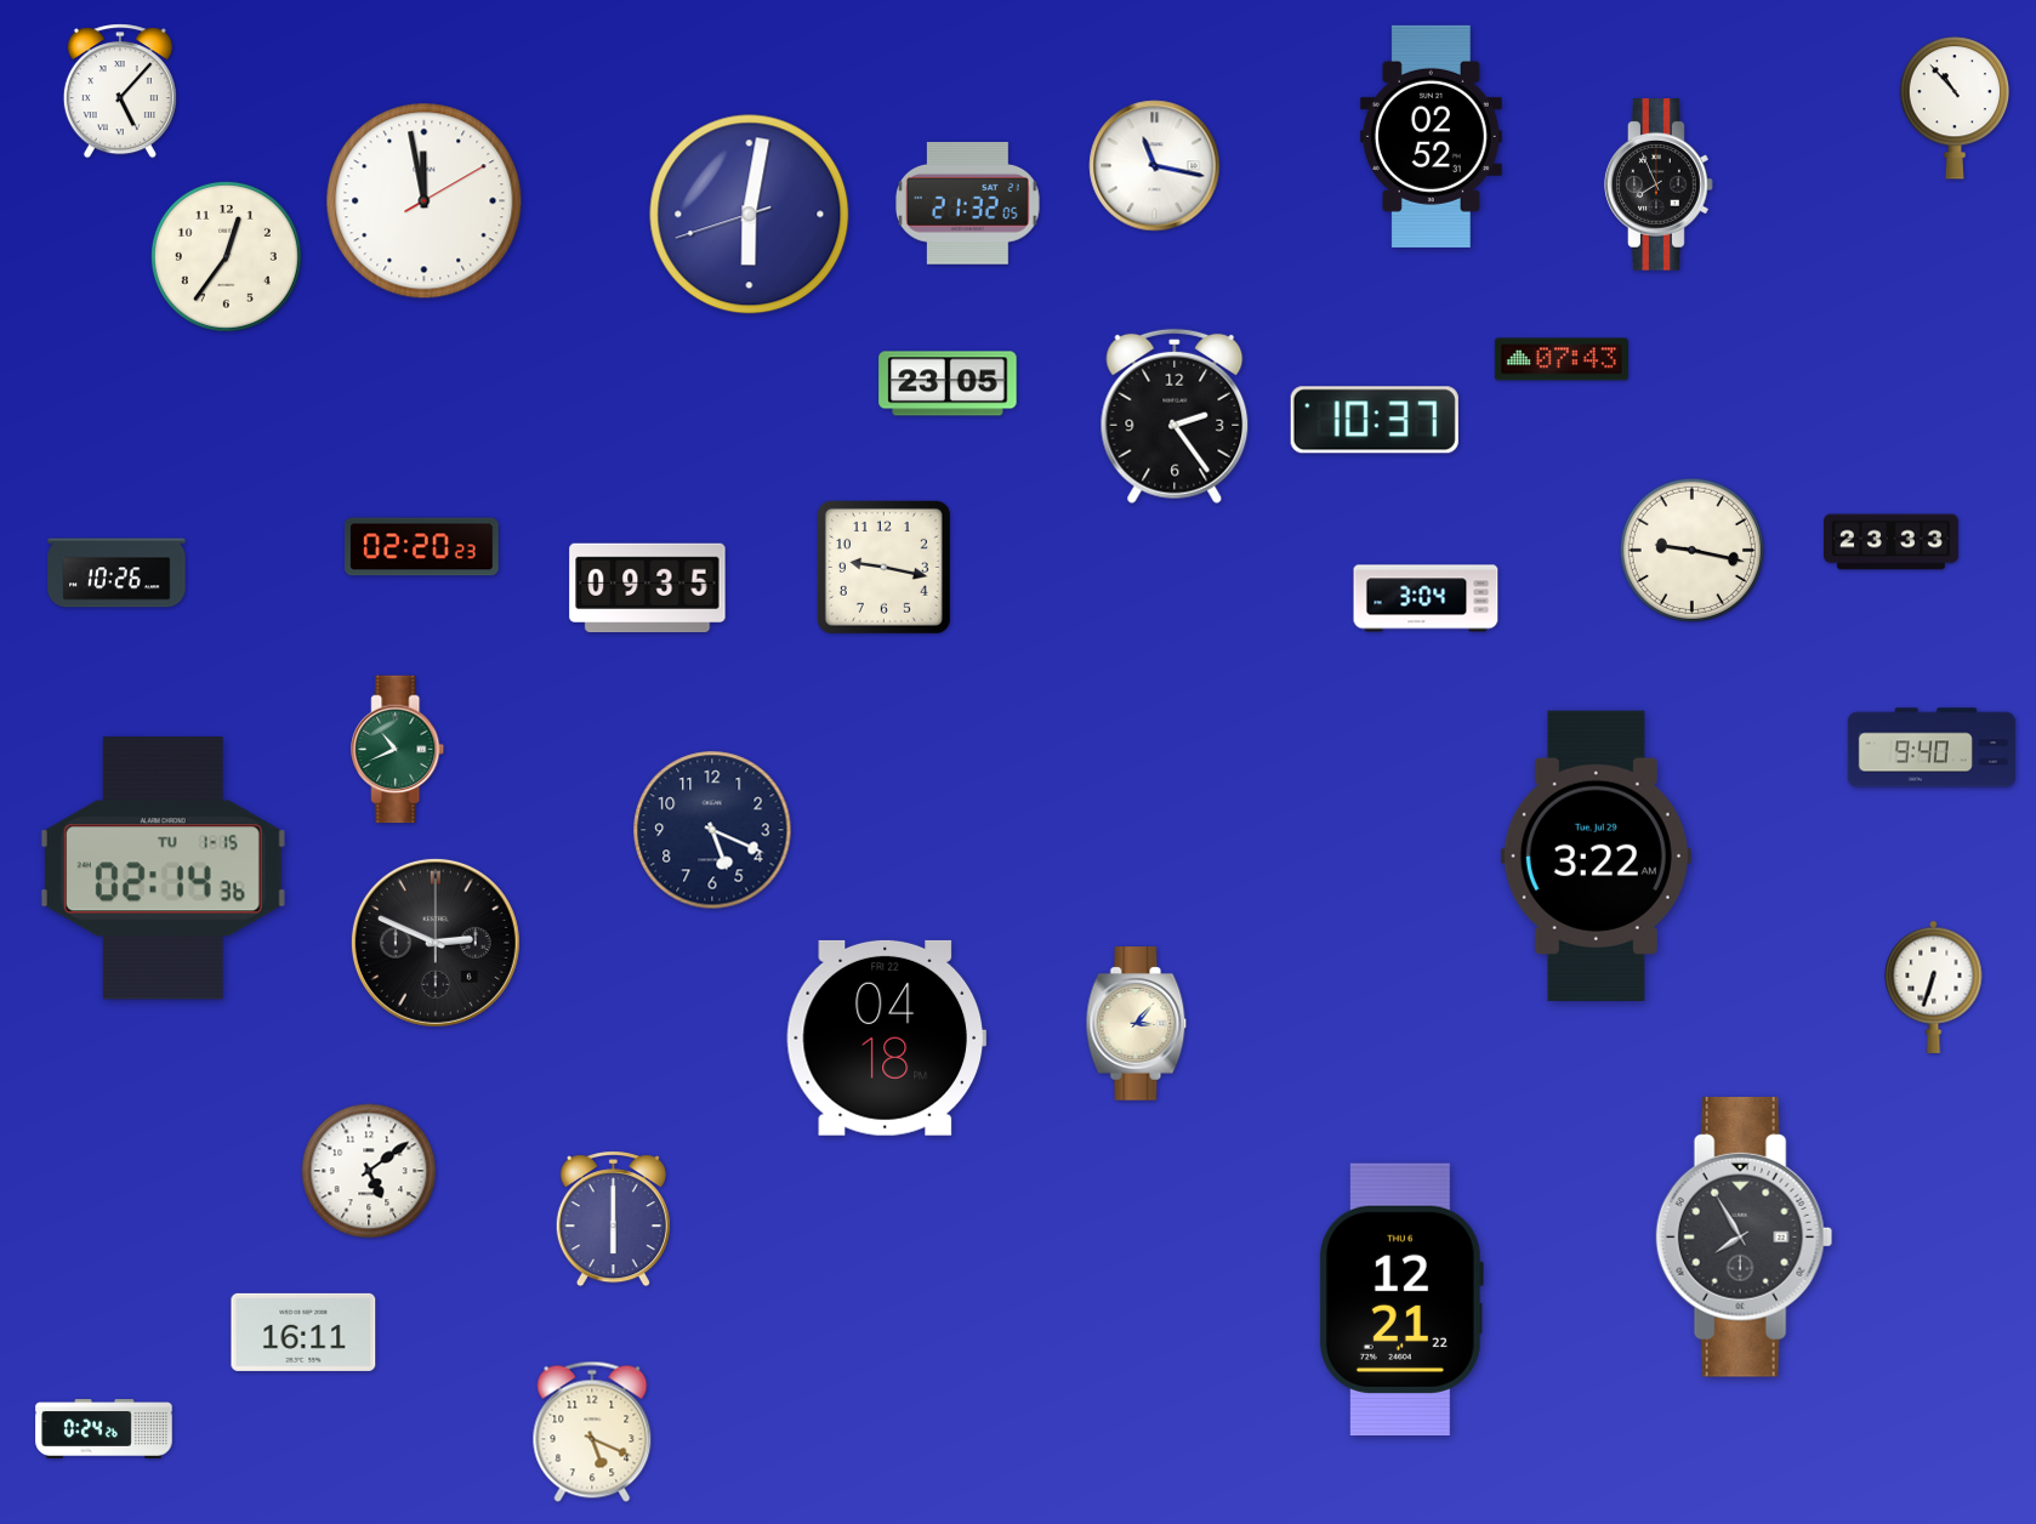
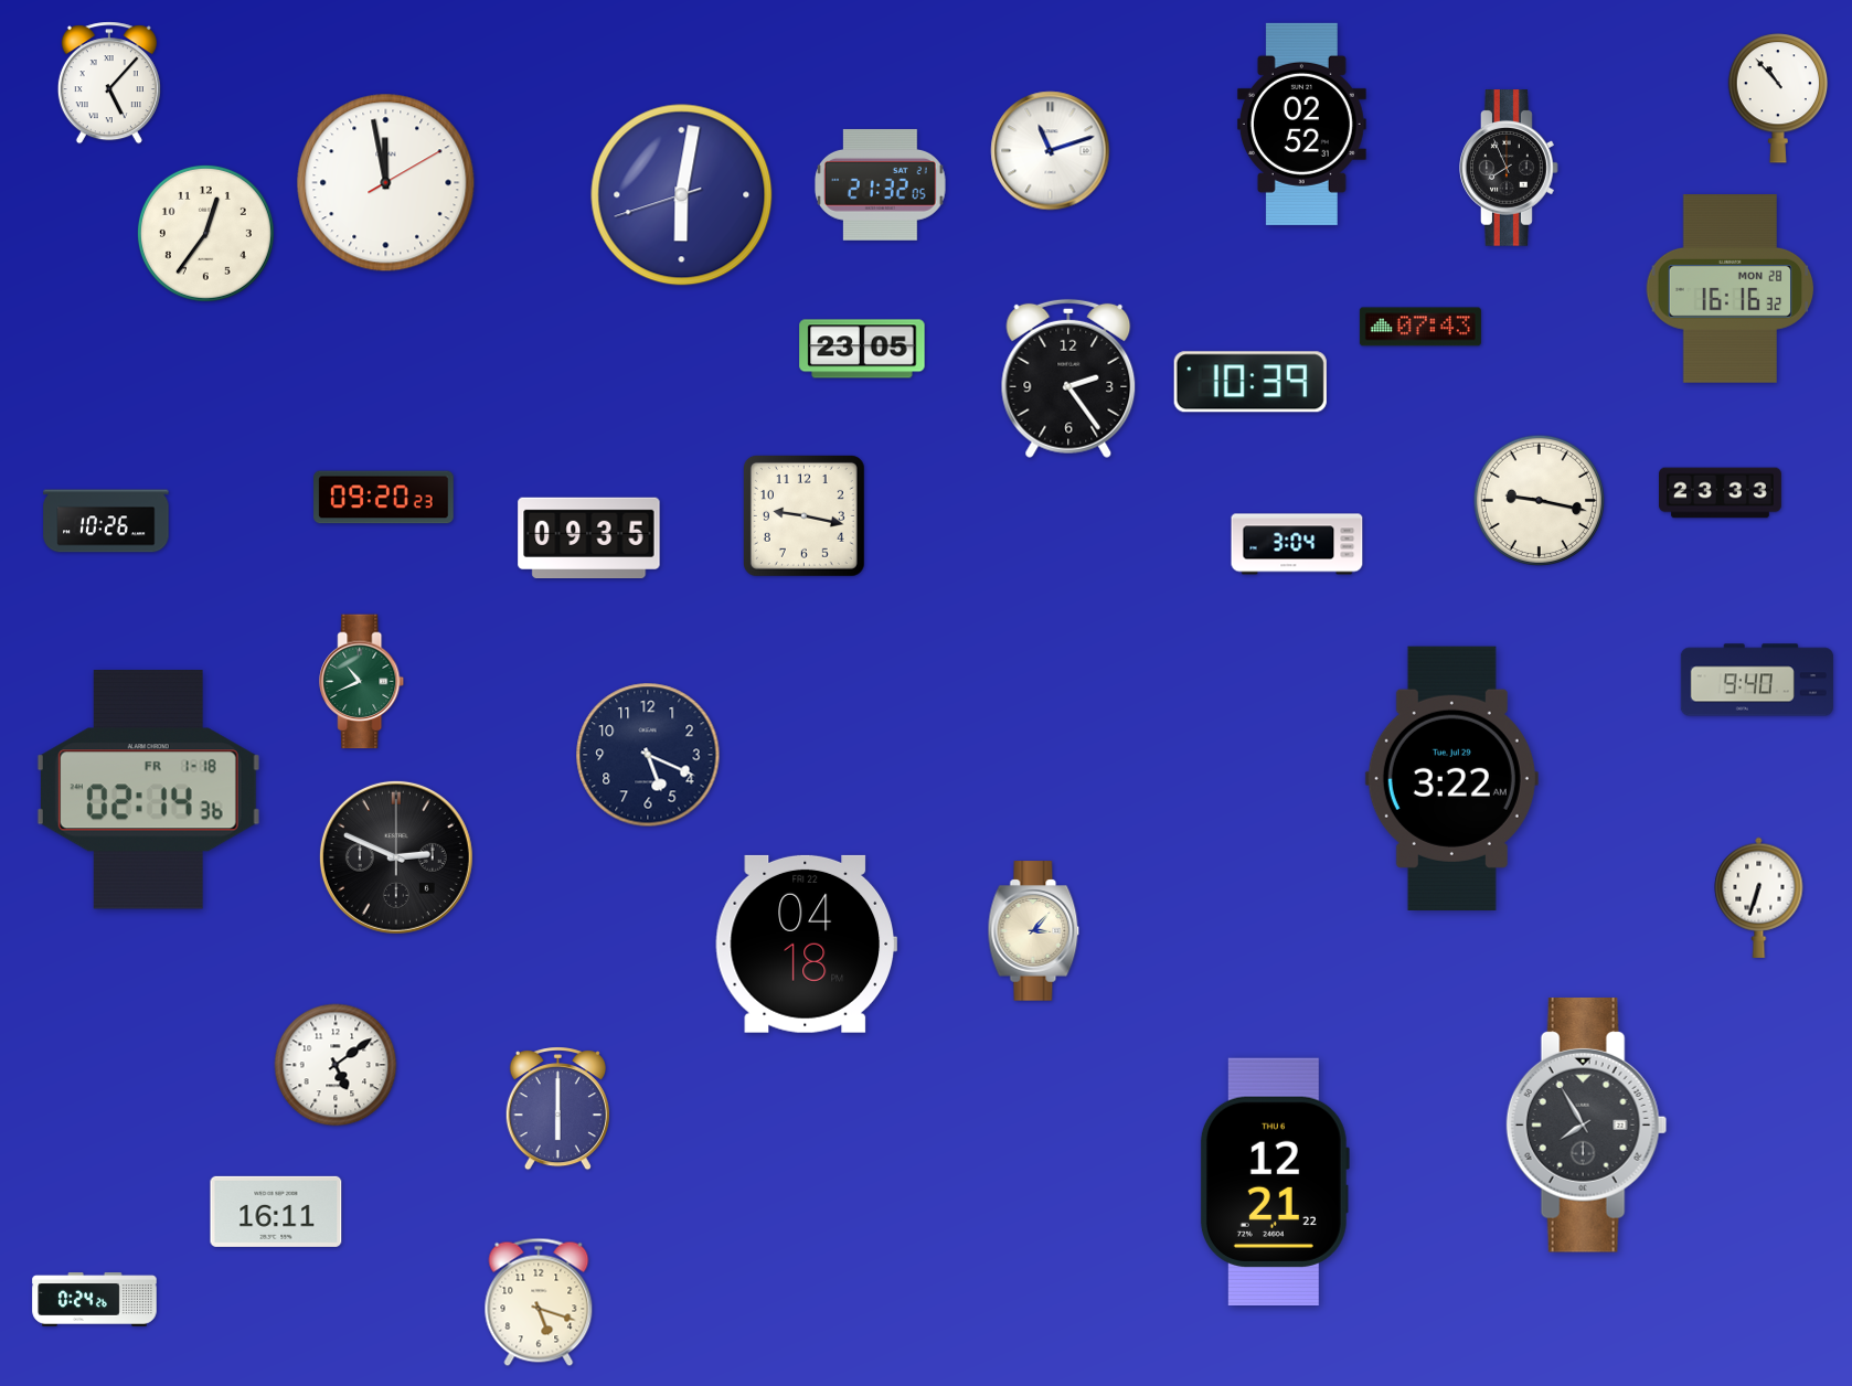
clock at (1155, 166): 11:17 -> 11:12
clock at (1731, 289): none -> 16:16
clock at (1375, 420): 10:37 -> 10:39
clock at (422, 547): 02:20 -> 09:20
clock at (648, 588) position: (648, 588) -> (589, 539)
clock at (163, 869) date: TU 1-15 -> FR 1-18
clock at (592, 1432): 5:19 -> 5:18
